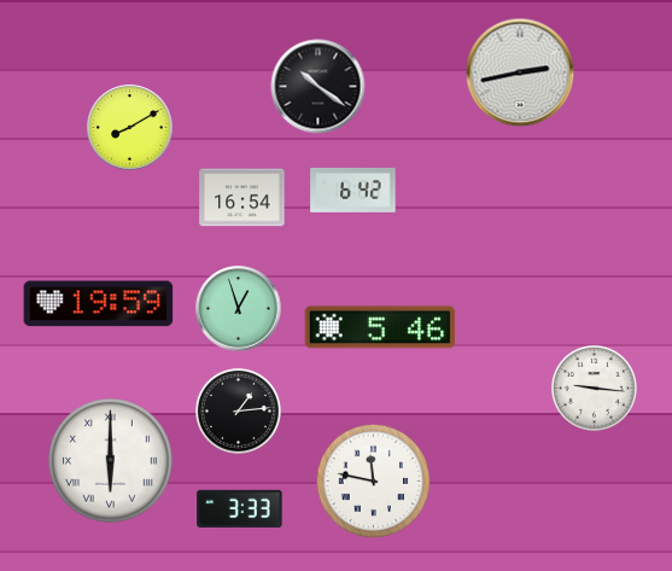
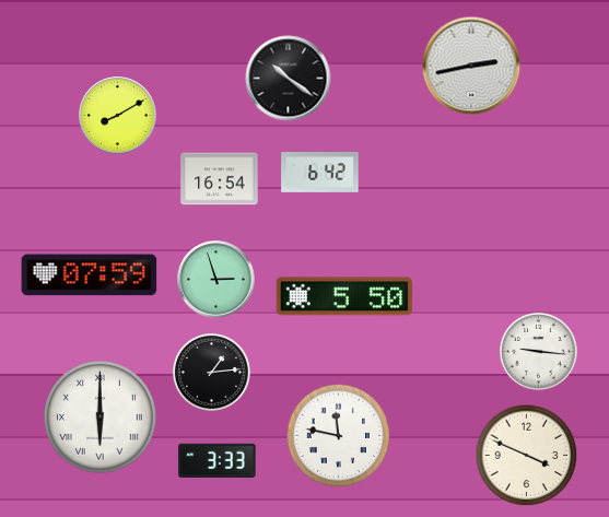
clock at (99, 304): 19:59 -> 07:59
clock at (239, 309): 12:57 -> 2:57
clock at (380, 327): 5:46 -> 5:50
clock at (238, 410) position: (238, 410) -> (211, 372)
clock at (527, 456): none -> 3:49
